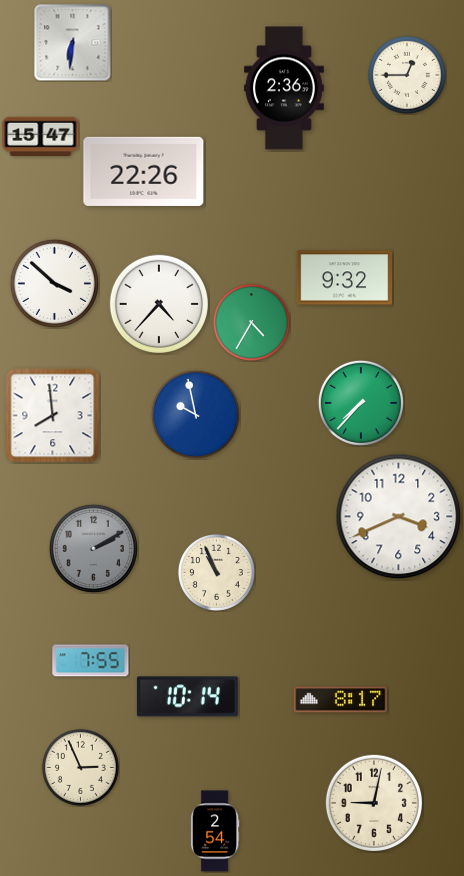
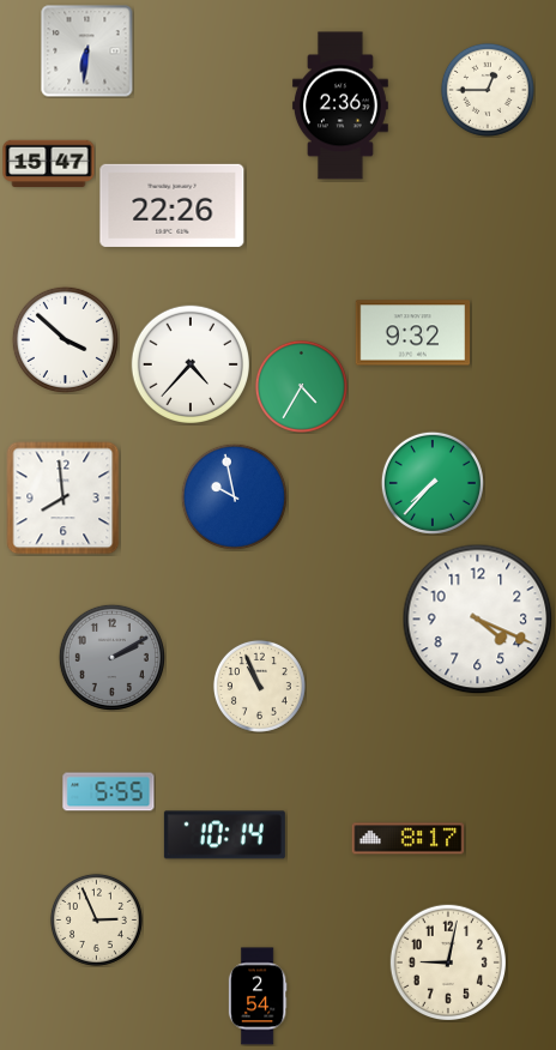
clock at (399, 517): 3:41 -> 4:19
clock at (91, 661): 7:55 -> 5:55
